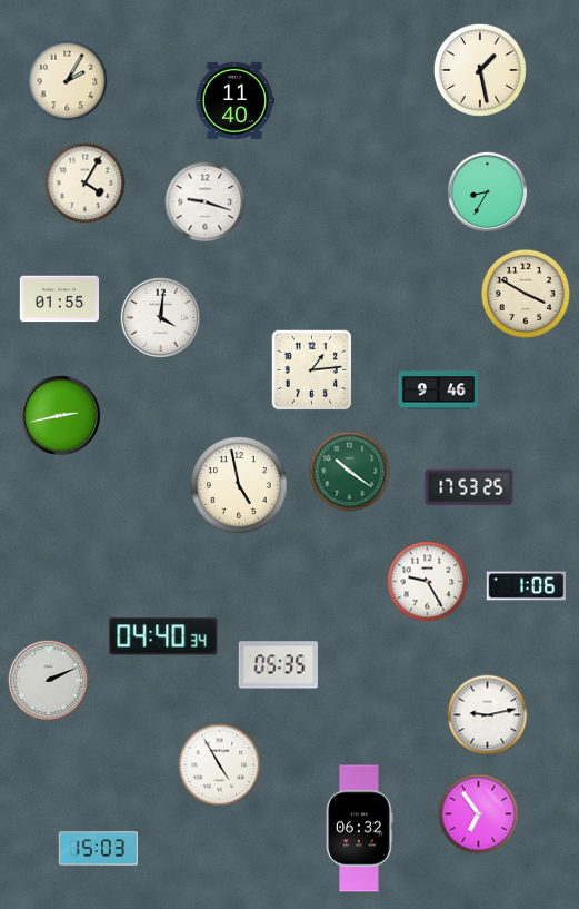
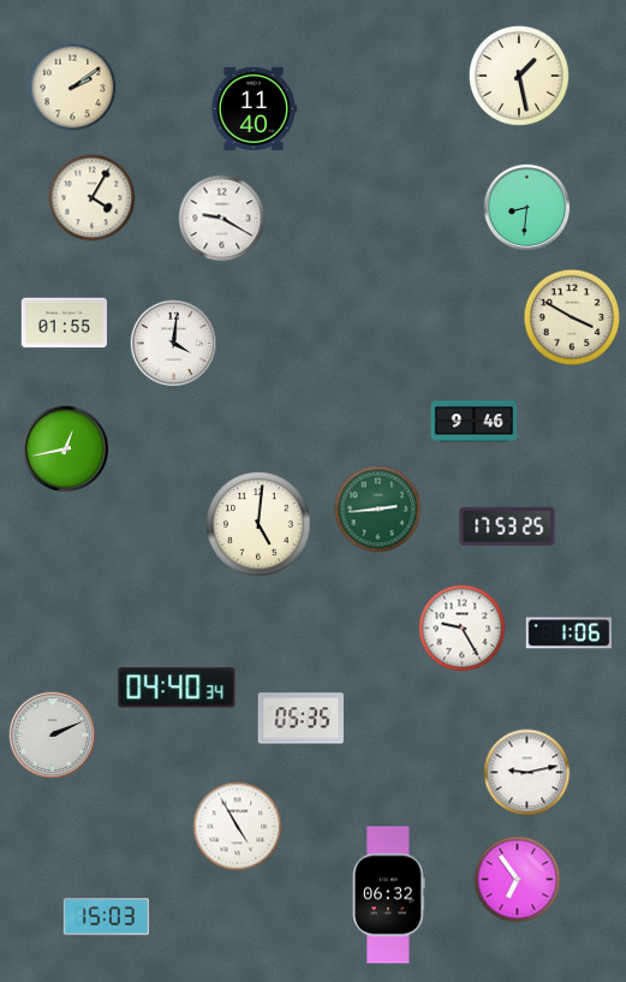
clock at (68, 81): 2:05 -> 2:09
clock at (488, 192): 8:35 -> 8:31
clock at (206, 202): 9:18 -> 9:20
clock at (526, 294) position: (526, 294) -> (572, 317)
clock at (312, 370): 1:14 -> none
clock at (61, 416): 2:43 -> 12:43
clock at (350, 472): 10:21 -> 2:44
clock at (239, 485): 4:58 -> 5:01
